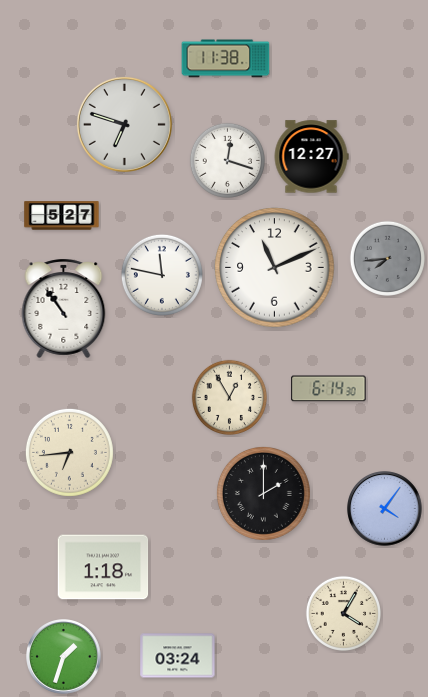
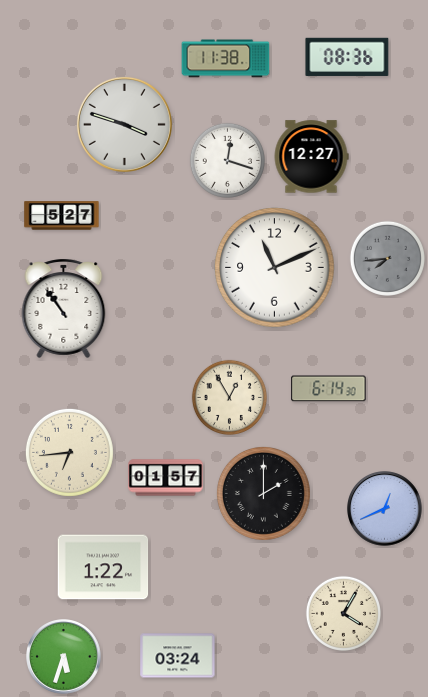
clock at (347, 57): none -> 08:36
clock at (124, 124): 6:48 -> 3:48
clock at (162, 275): 11:47 -> none
clock at (166, 478): none -> 01:57
clock at (385, 509): 4:06 -> 12:41
clock at (103, 567): 1:18 -> 1:22
clock at (64, 657): 1:33 -> 5:33
